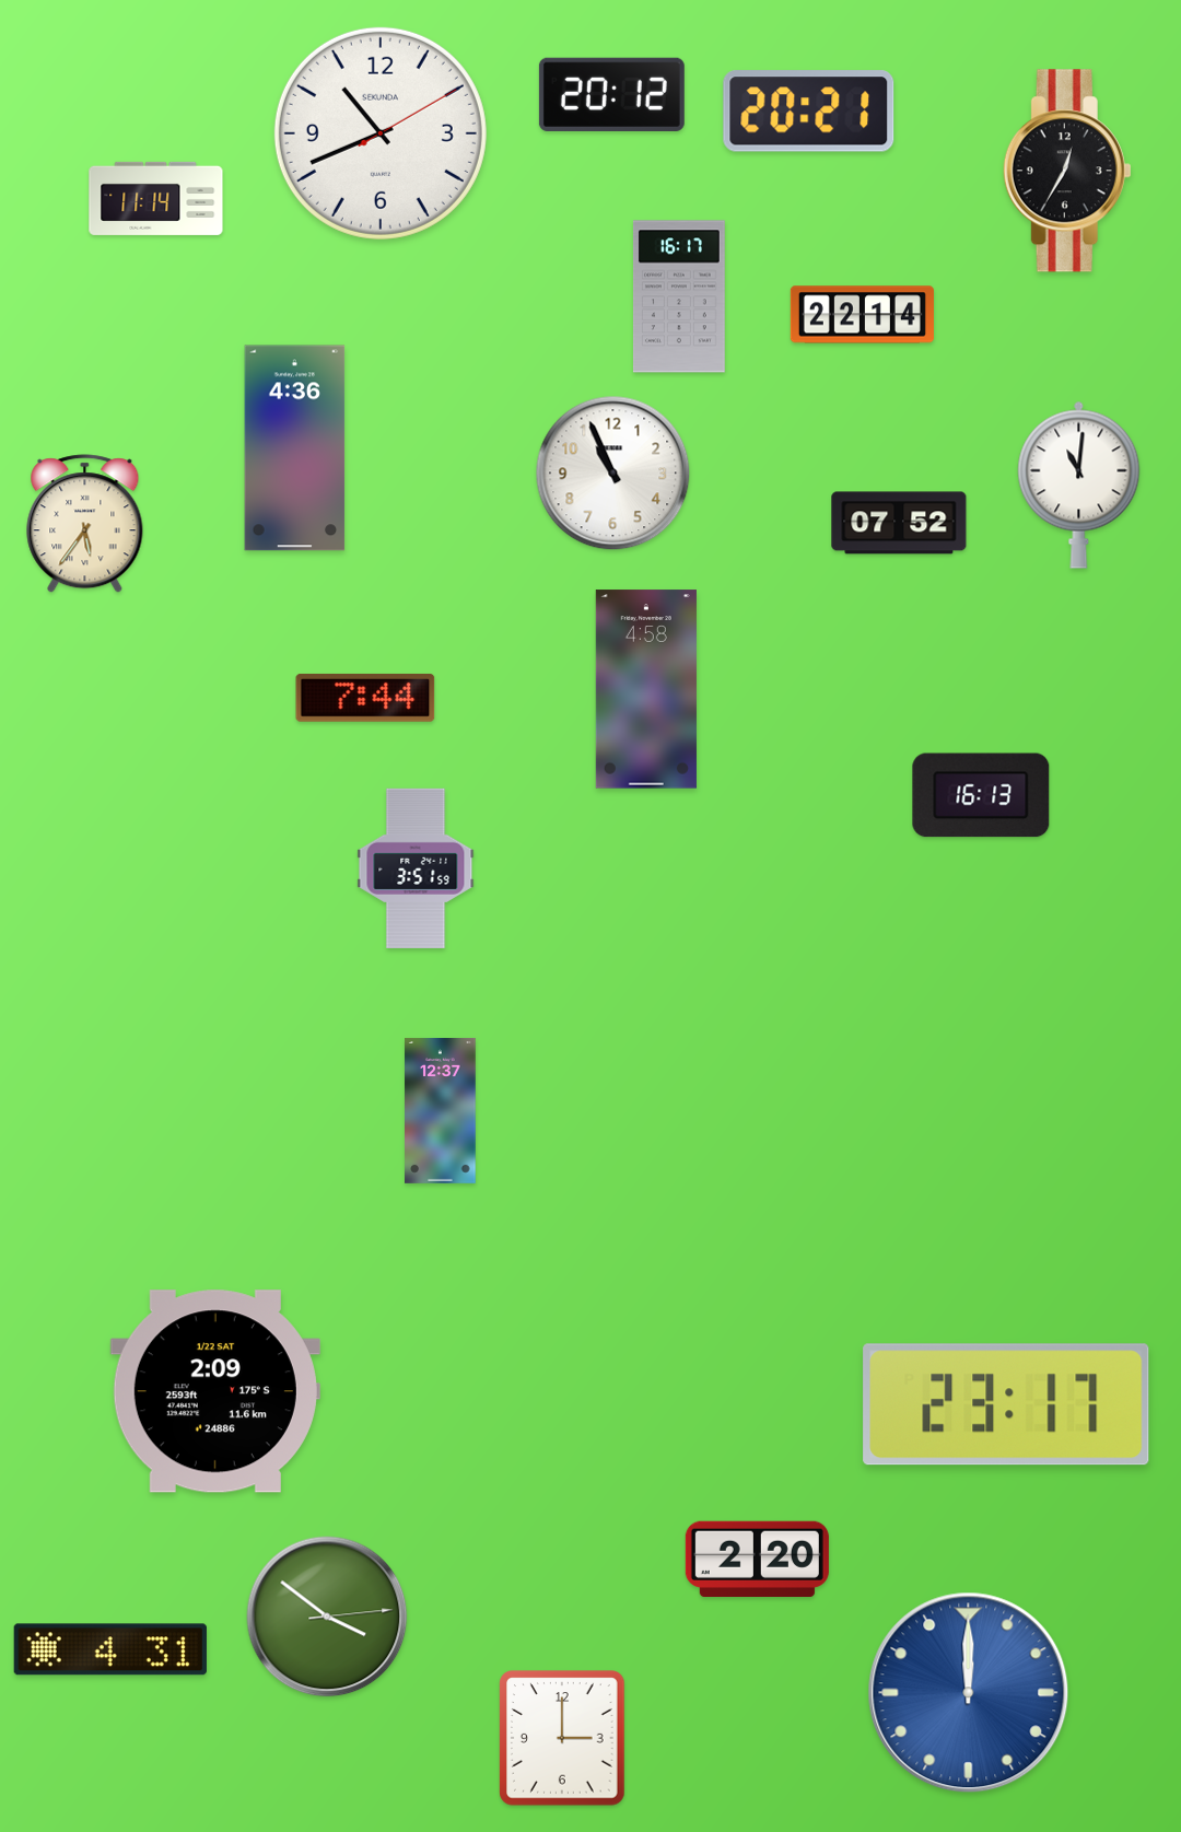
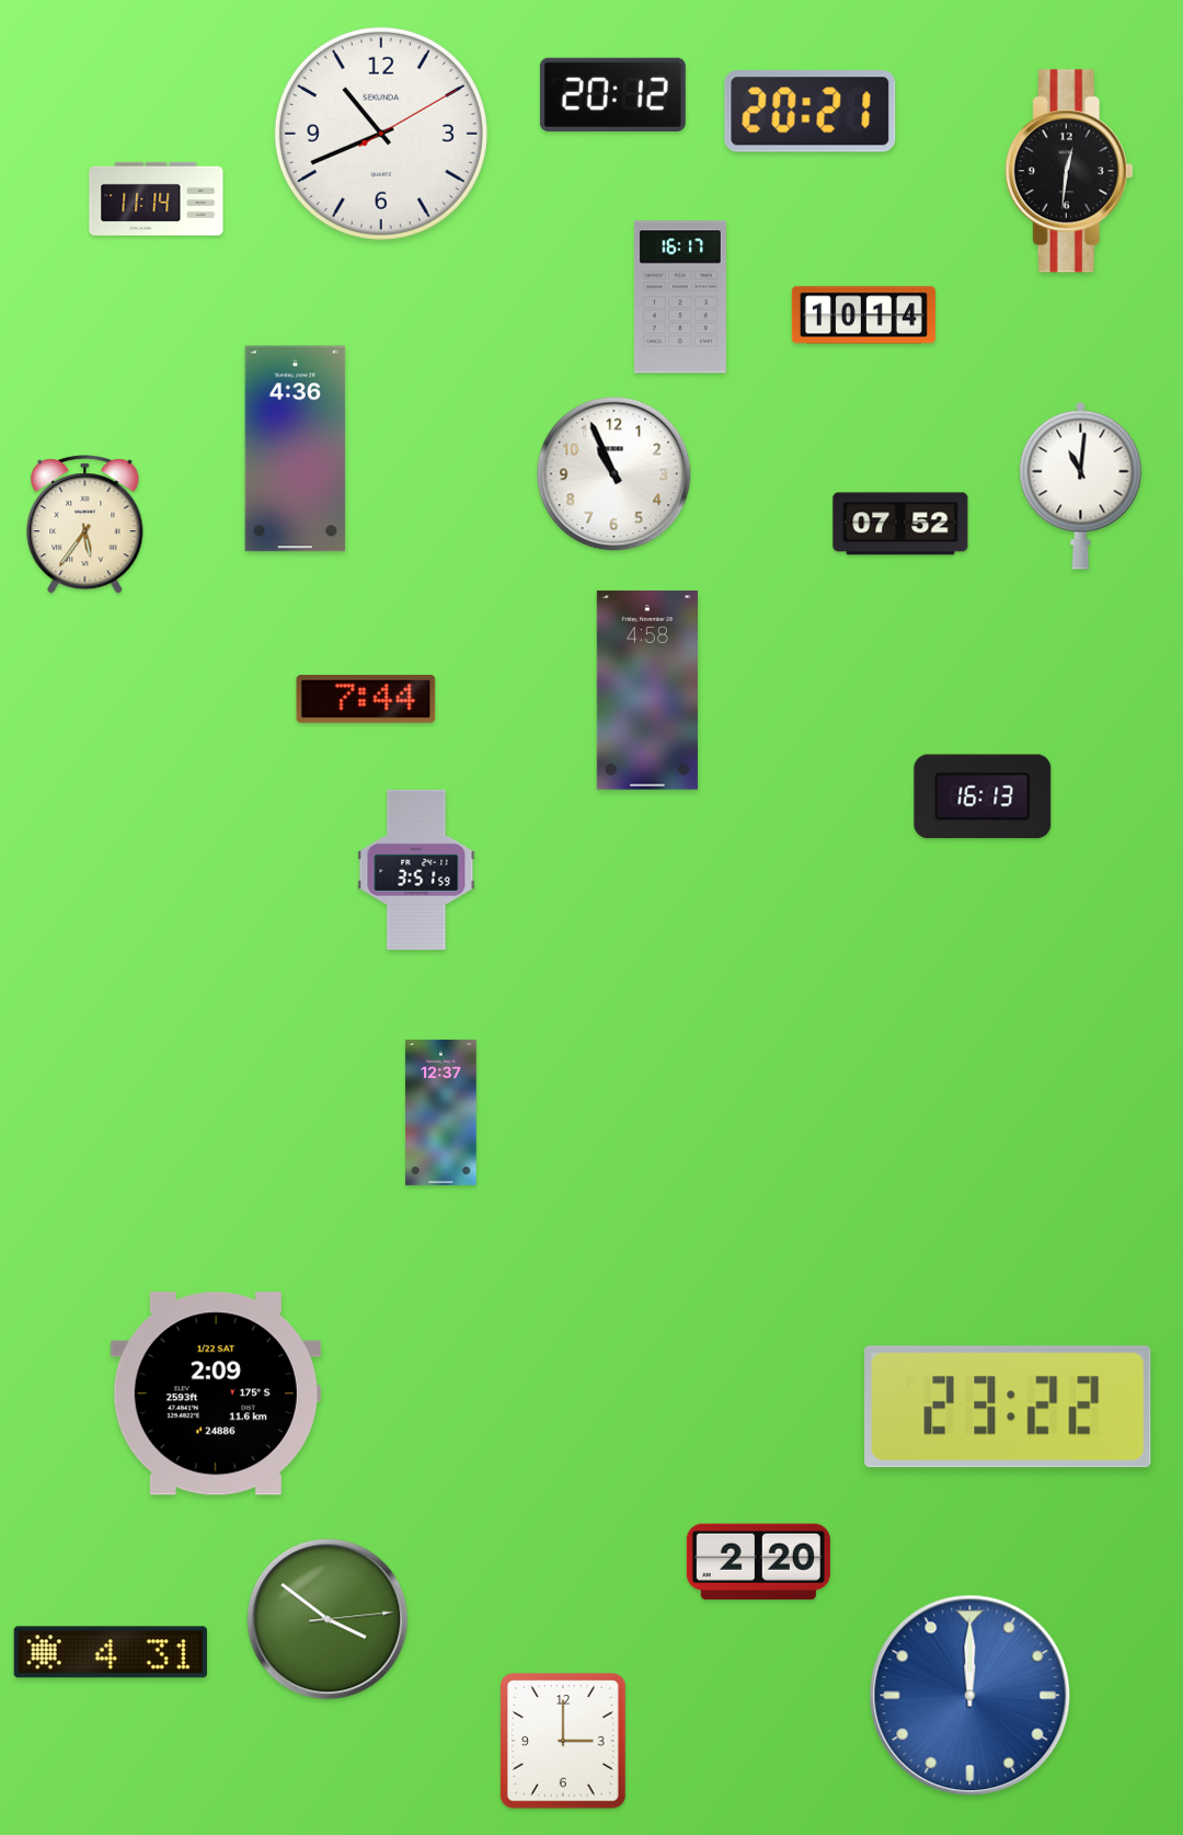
clock at (1067, 171): 12:35 -> 12:31
clock at (862, 315): 22:14 -> 10:14
clock at (1006, 1404): 23:17 -> 23:22
